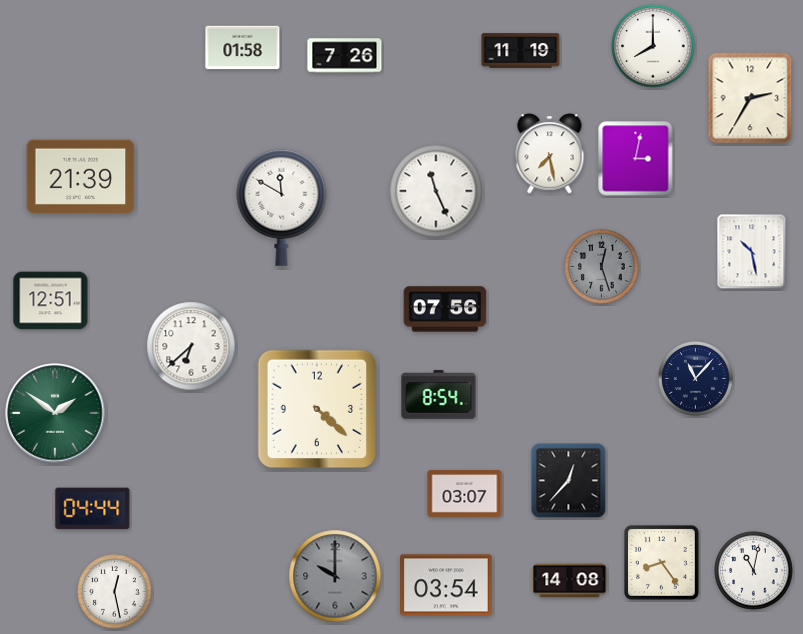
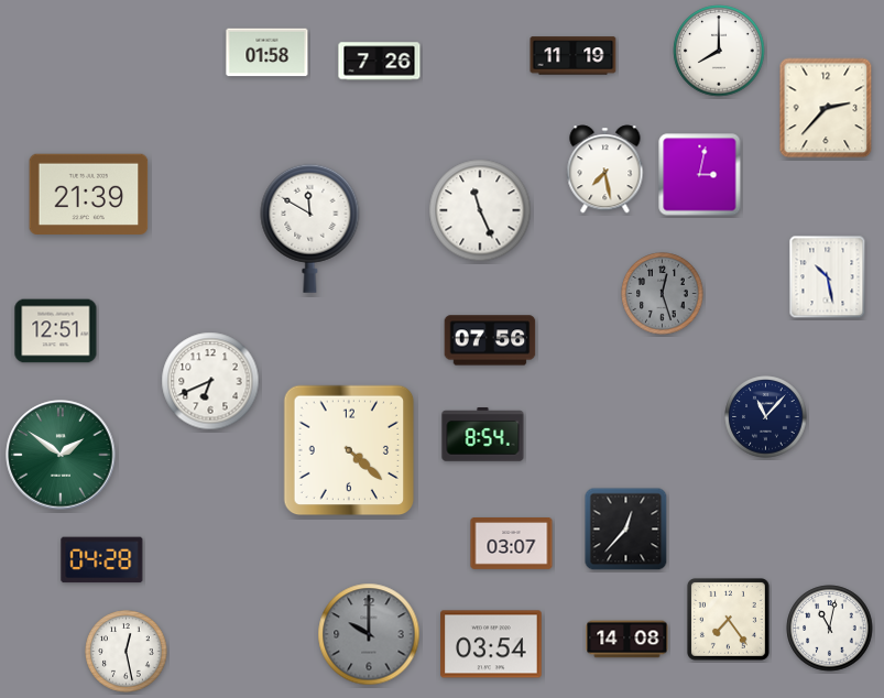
clock at (750, 98): 2:35 -> 2:37
clock at (191, 346): 6:38 -> 6:41
clock at (93, 509): 04:44 -> 04:28
clock at (661, 562): 8:24 -> 7:24
